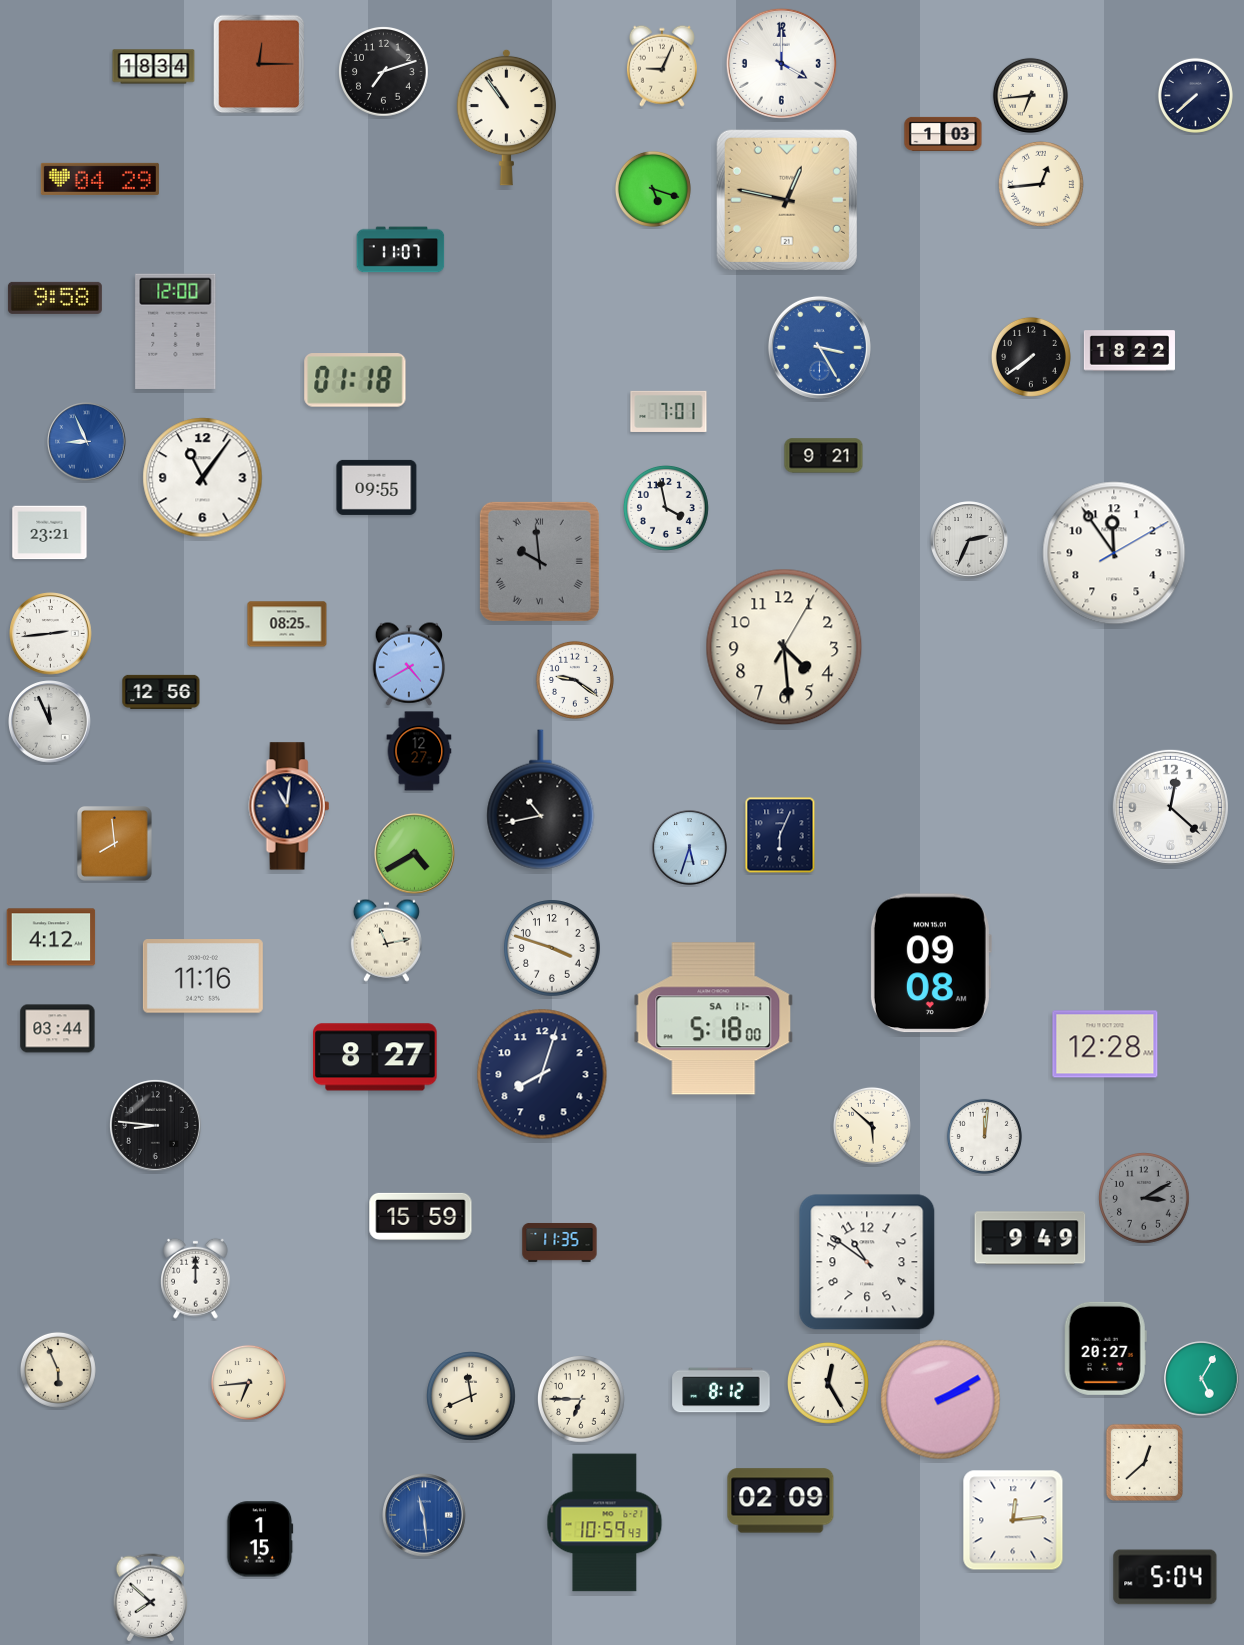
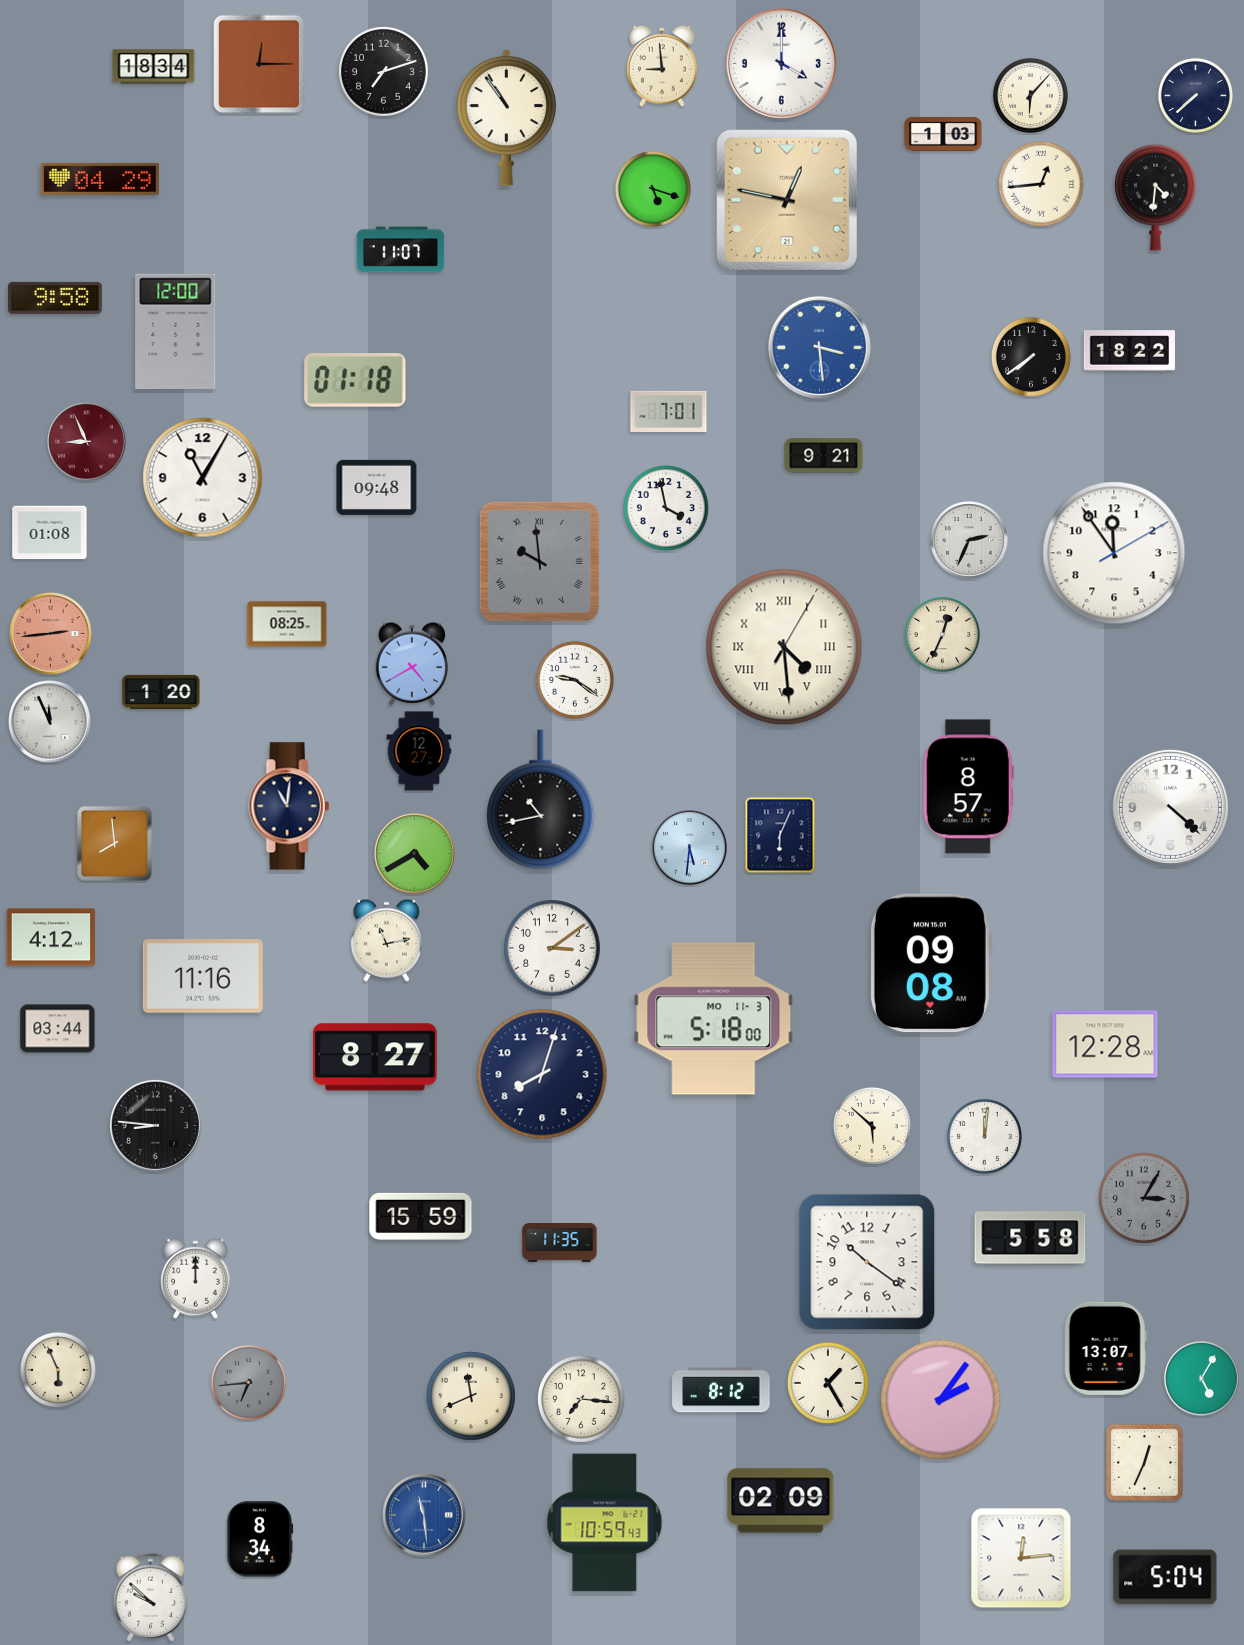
clock at (662, 66): 9:04 -> 8:59
clock at (1030, 95): 6:44 -> 6:07
clock at (1156, 197): none -> 4:31
clock at (819, 347): 3:25 -> 3:29
clock at (87, 442) dial: blue -> burgundy
clock at (203, 478): 11:06 -> 11:05
clock at (377, 487): 09:55 -> 09:48
clock at (50, 533): 23:21 -> 01:08
clock at (51, 634) dial: white -> salmon
clock at (942, 634): none -> 12:34
clock at (784, 647) numerals: Arabic -> Roman
clock at (408, 664) position: (408, 664) -> (411, 664)
clock at (161, 692): 12:56 -> 1:20
clock at (968, 787): none -> 8:57
clock at (1170, 807): 12:22 -> 4:22
clock at (690, 848): 5:33 -> 5:31
clock at (552, 948): 3:48 -> 3:09
clock at (714, 1019) date: SA 11-1 -> MO 11-3
clock at (1145, 1199): 3:10 -> 3:05
clock at (1030, 1238): 9:49 -> 5:58
clock at (867, 1262): 10:51 -> 10:21
clock at (1105, 1348): 20:27 -> 13:07
clock at (248, 1382) dial: cream -> grey
clock at (828, 1383): 12:25 -> 1:25
clock at (582, 1400): 6:45 -> 7:16
clock at (941, 1400): 2:10 -> 2:06
clock at (1144, 1462): 12:38 -> 12:34
clock at (1013, 1520) position: (1013, 1520) -> (1021, 1558)
clock at (260, 1539): 1:15 -> 8:34
clock at (150, 1598): 7:52 -> 9:52
